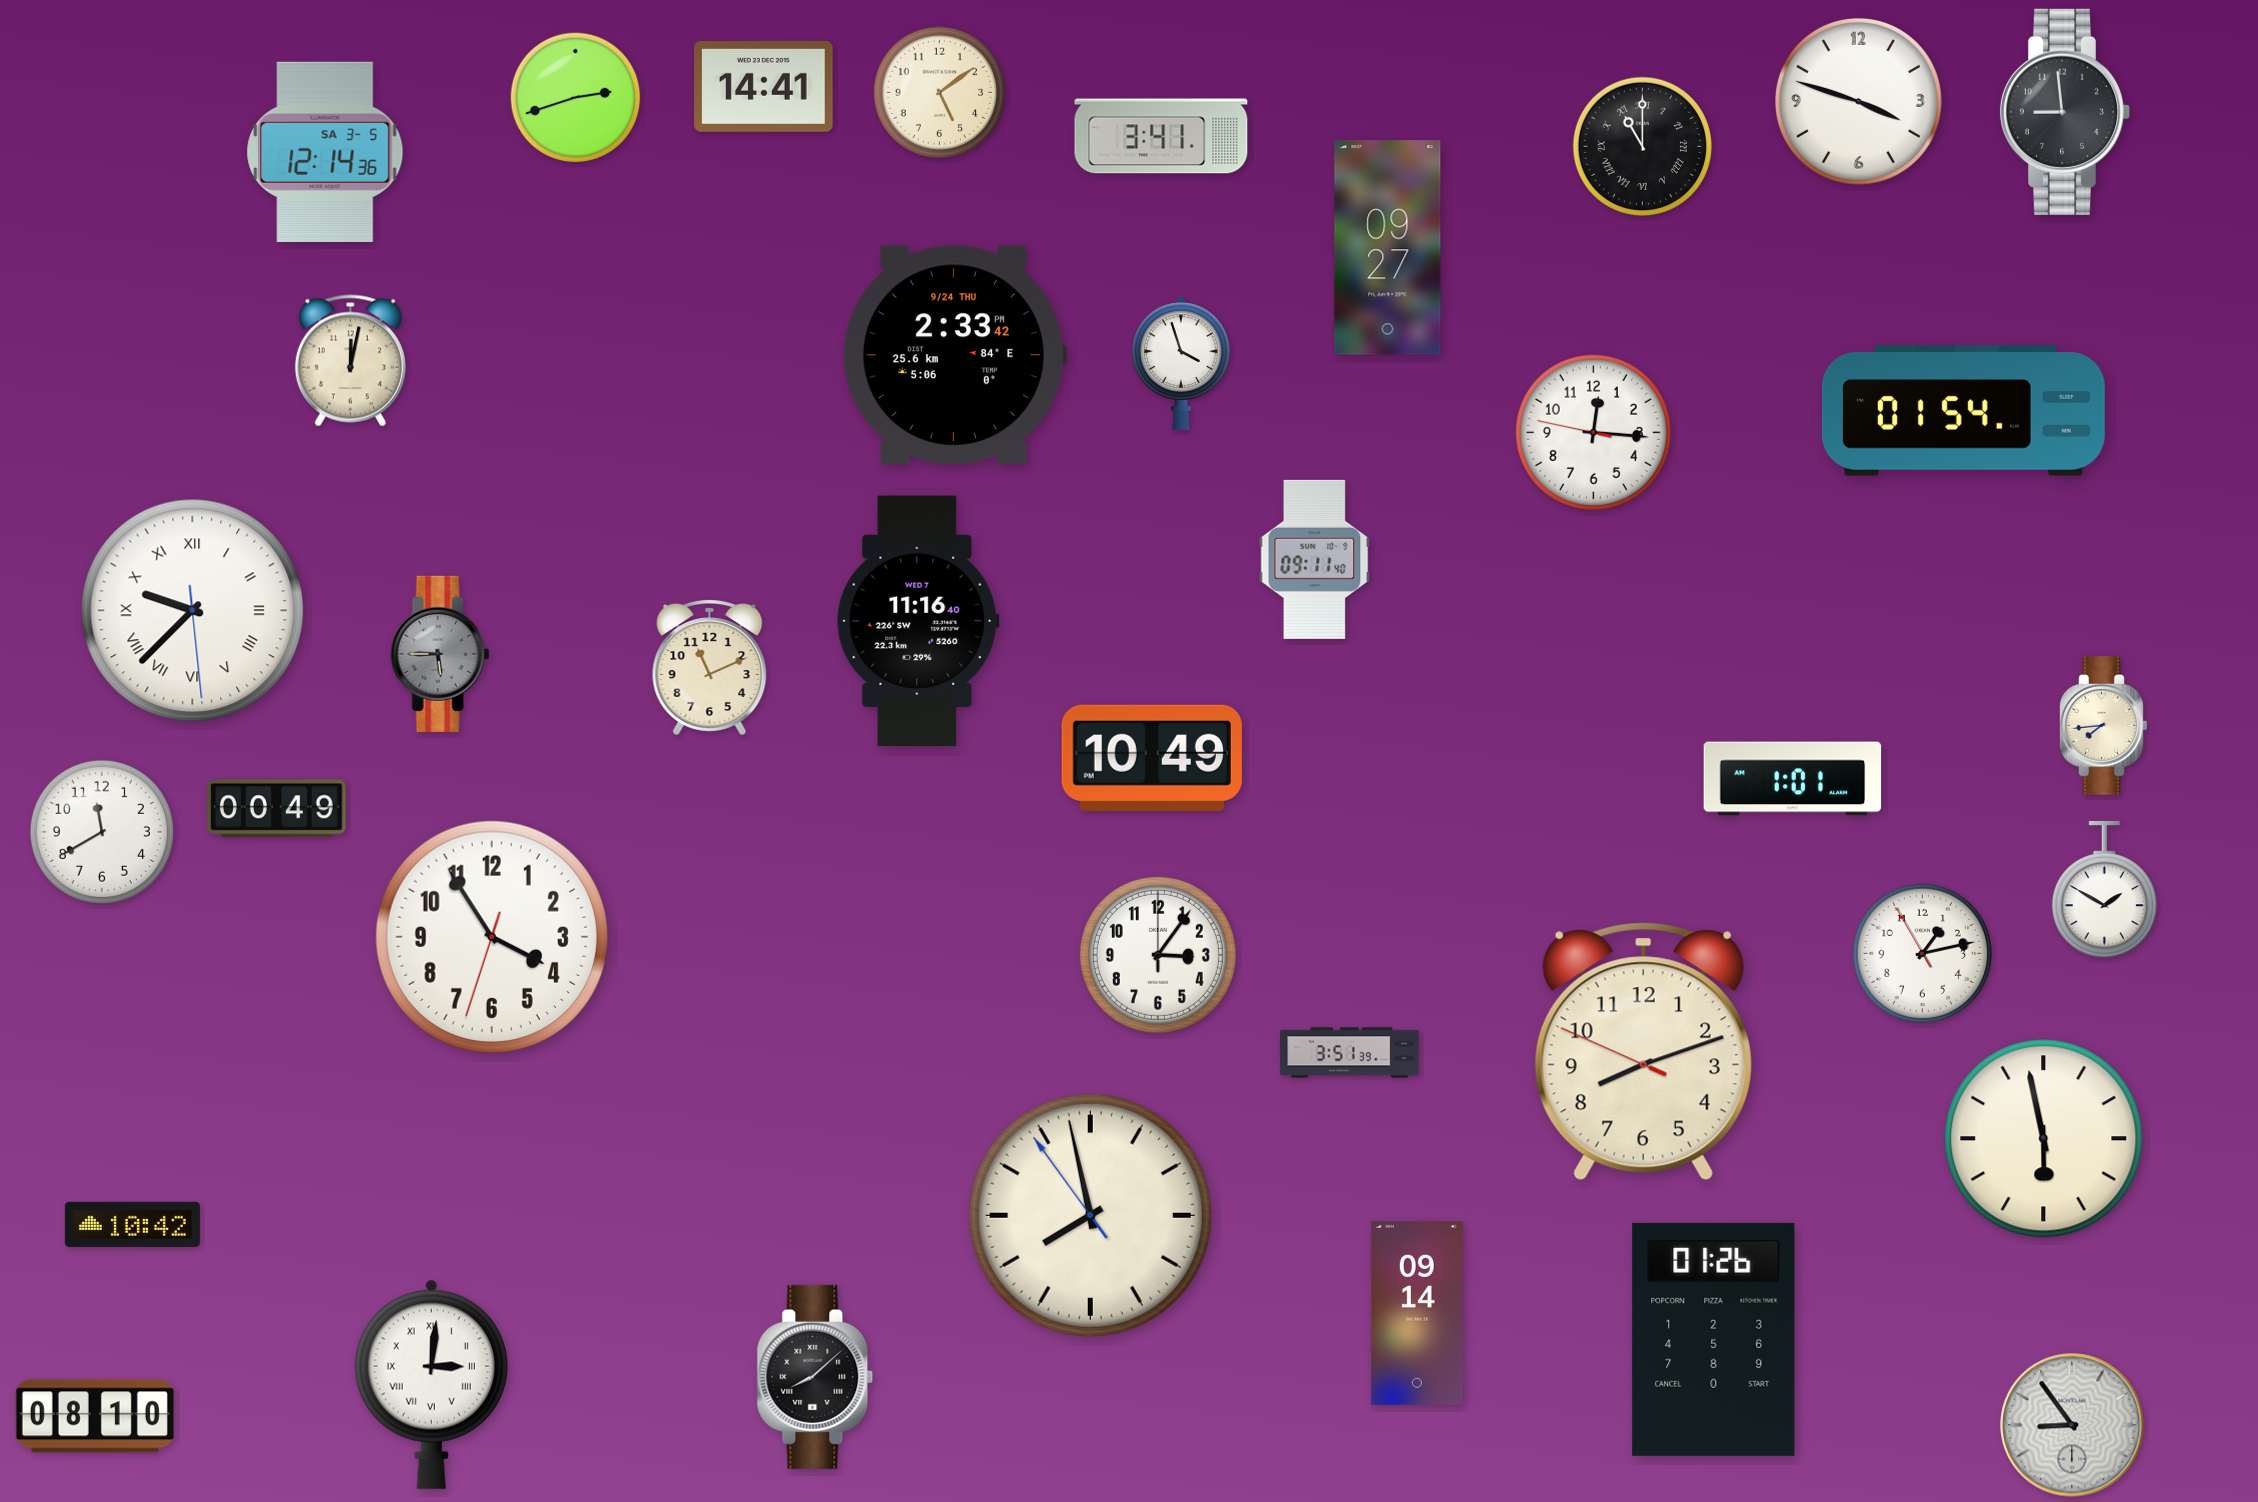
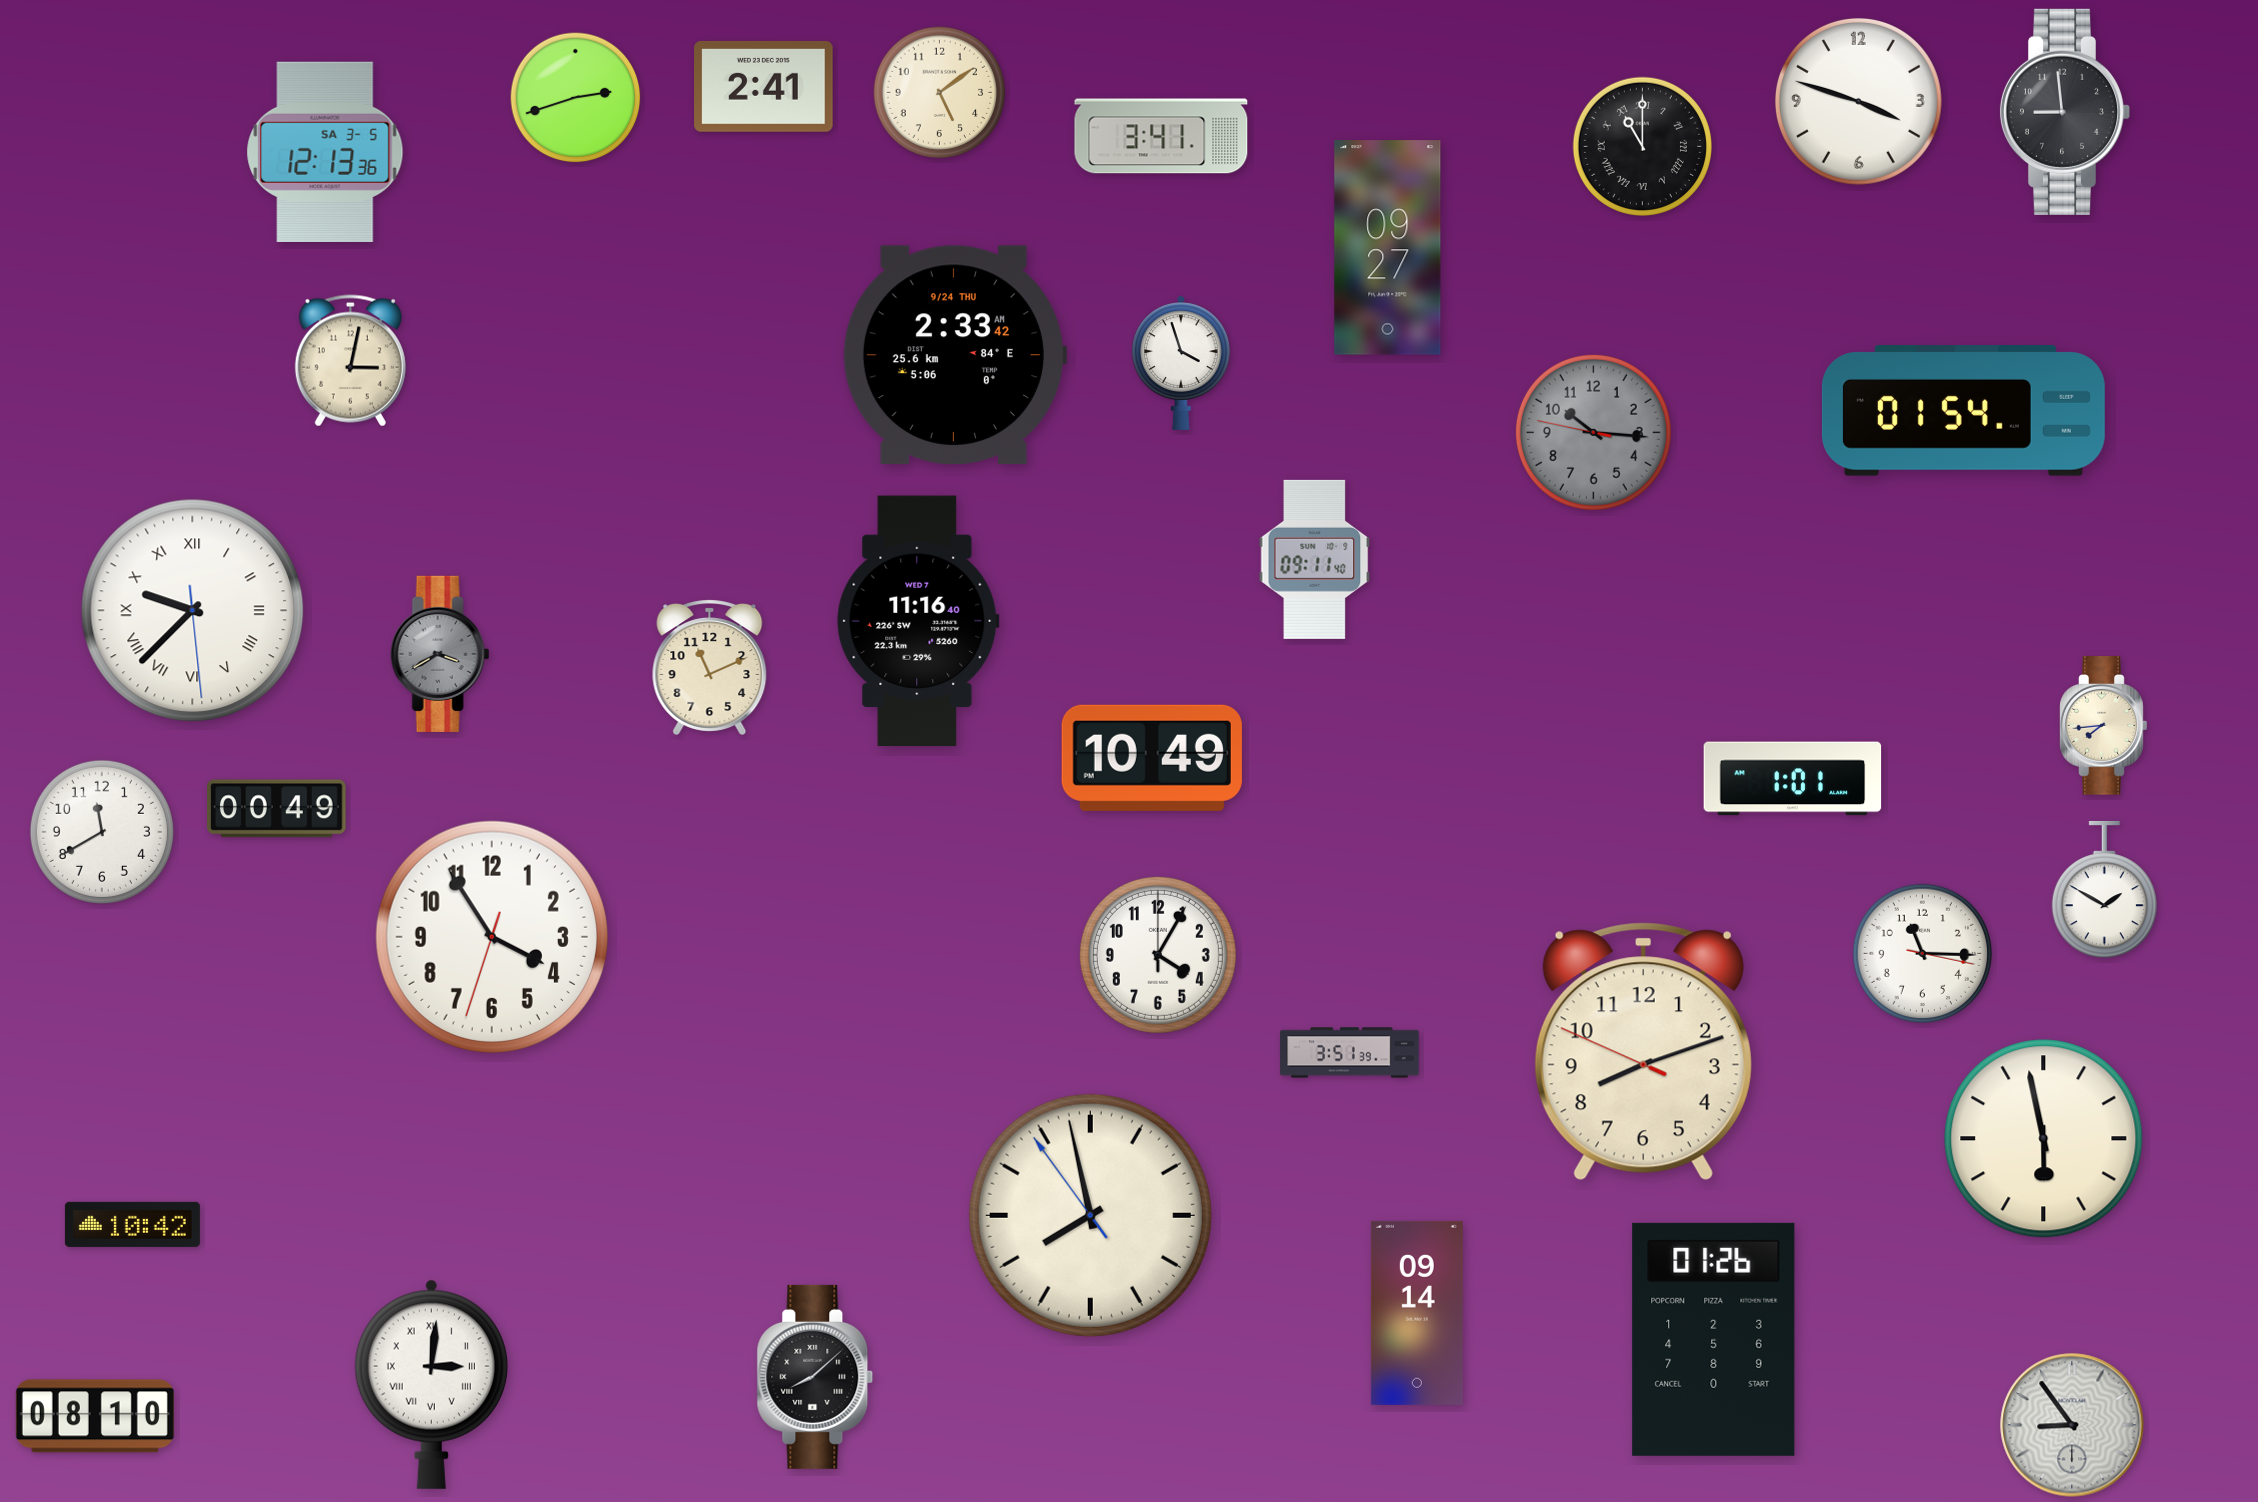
clock at (764, 86): 14:41 -> 2:41
clock at (325, 152): 12:14 -> 12:13
clock at (955, 355): 2:33:42 PM -> 2:33:42 AM
clock at (350, 361): 12:02 -> 3:02
clock at (1593, 432): 12:15 -> 10:15
clock at (1593, 432) dial: white -> grey
clock at (440, 654): 5:45 -> 3:40
clock at (1922, 953): 1:12 -> 11:15
clock at (1158, 955): 3:06 -> 4:05
